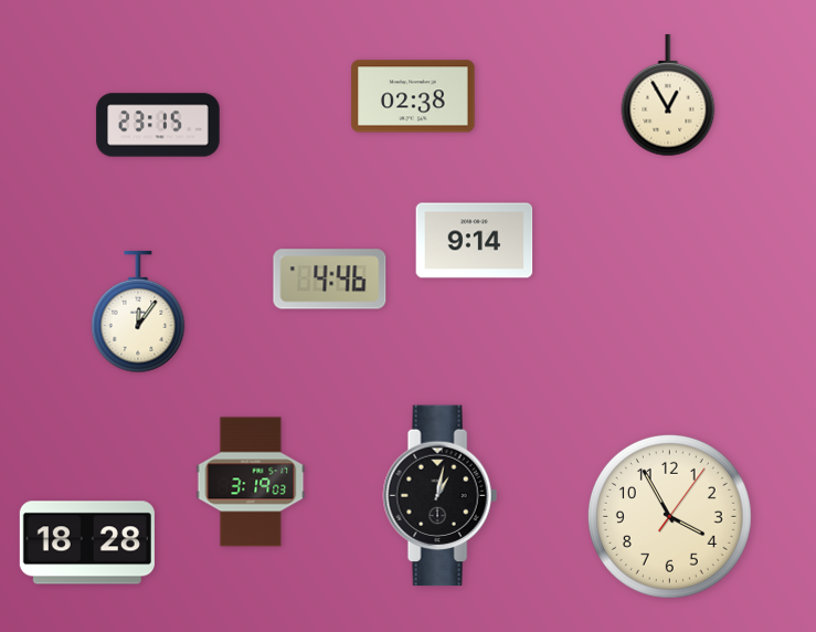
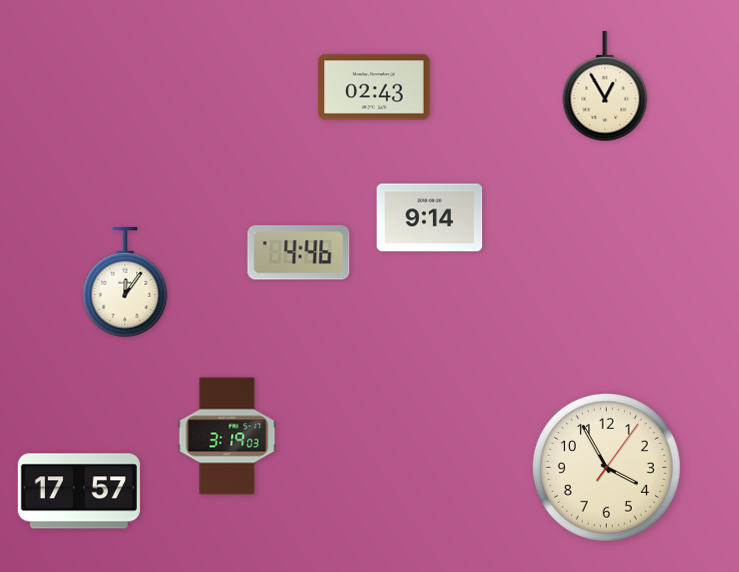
clock at (413, 96): 02:38 -> 02:43
clock at (158, 125): 23:15 -> none
clock at (439, 496): 1:02 -> none
clock at (87, 543): 18:28 -> 17:57
